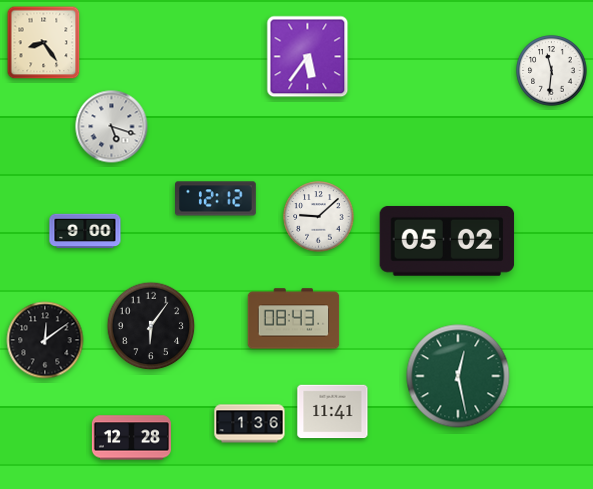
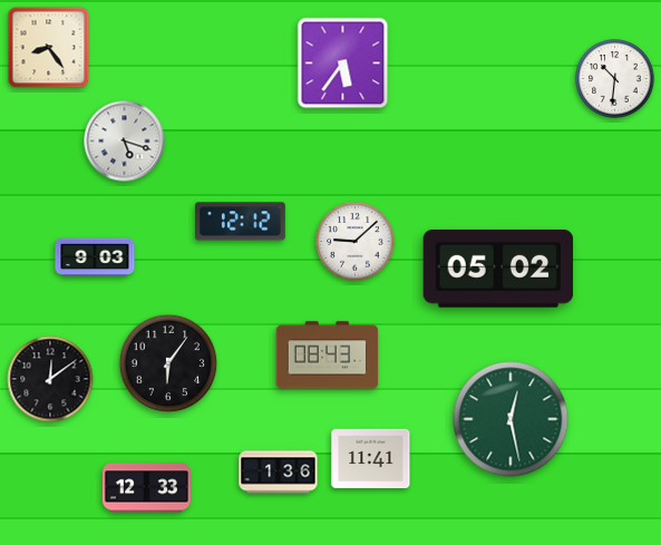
clock at (552, 71): 11:31 -> 10:31
clock at (85, 231): 9:00 -> 9:03
clock at (131, 438): 12:28 -> 12:33
